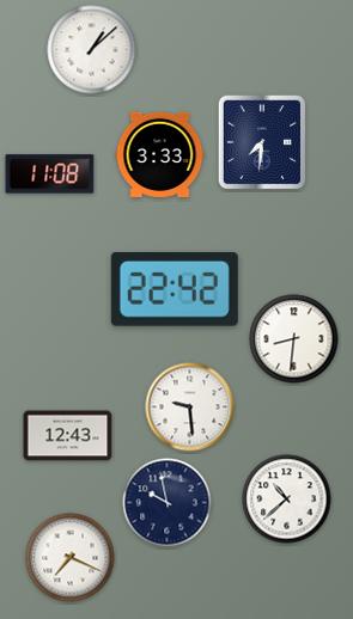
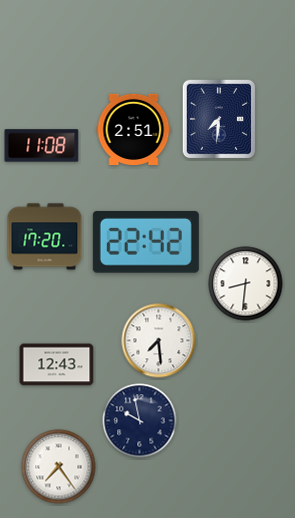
clock at (92, 50): 1:08 -> none
clock at (160, 154): 3:33 -> 2:51
clock at (45, 237): none -> 17:20
clock at (190, 407): 9:29 -> 7:29
clock at (287, 500): 10:38 -> none
clock at (71, 558): 7:19 -> 7:24
